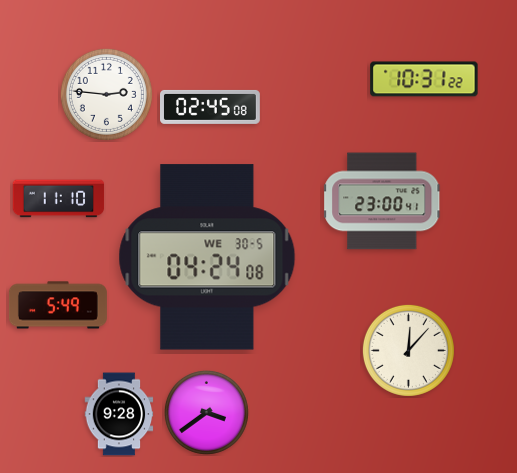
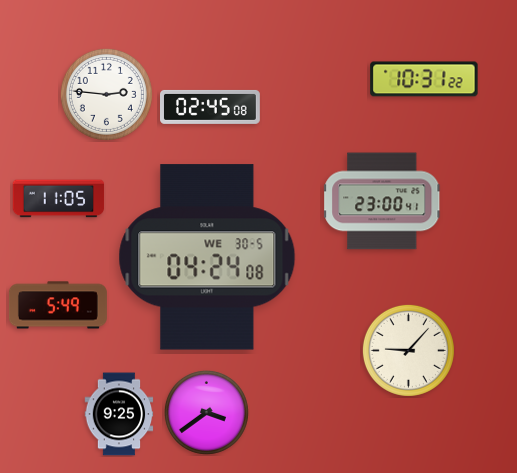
clock at (59, 199): 11:10 -> 11:05
clock at (408, 350): 12:07 -> 9:07
clock at (119, 414): 9:28 -> 9:25
